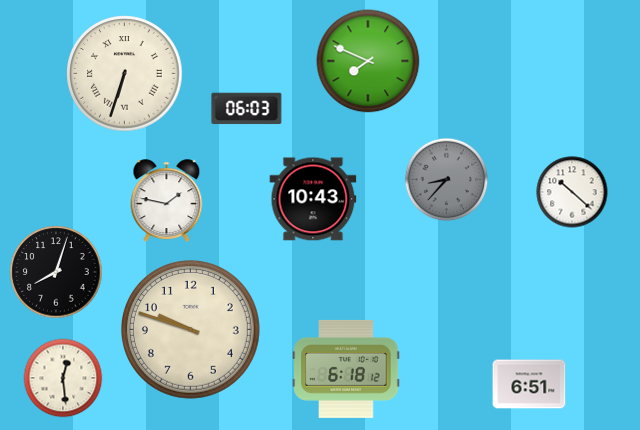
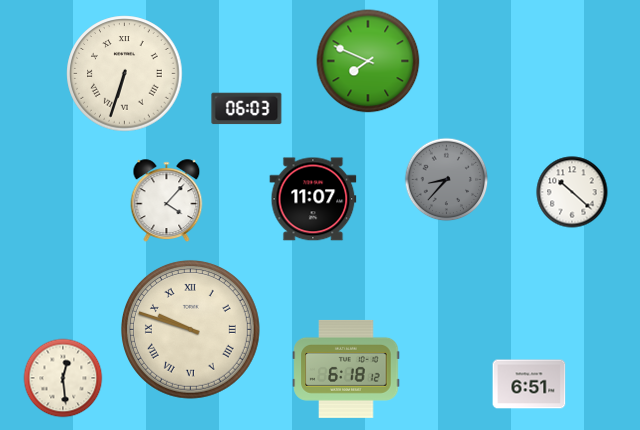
clock at (313, 199): 10:43 -> 11:07
clock at (167, 200): 1:47 -> 4:07
clock at (56, 272): 8:03 -> none
clock at (190, 329) numerals: Arabic -> Roman
